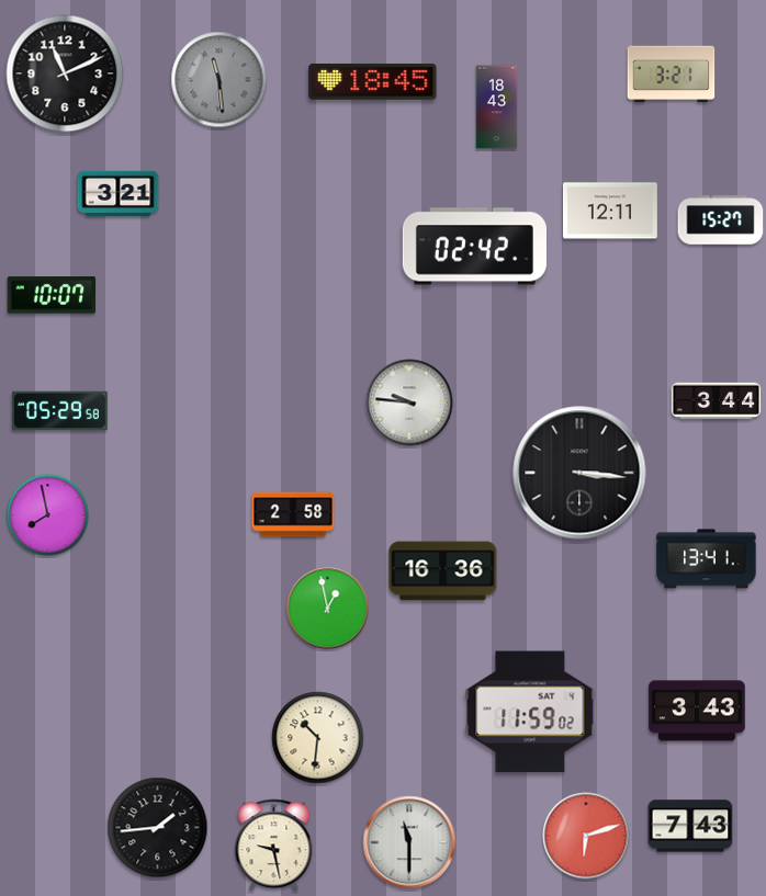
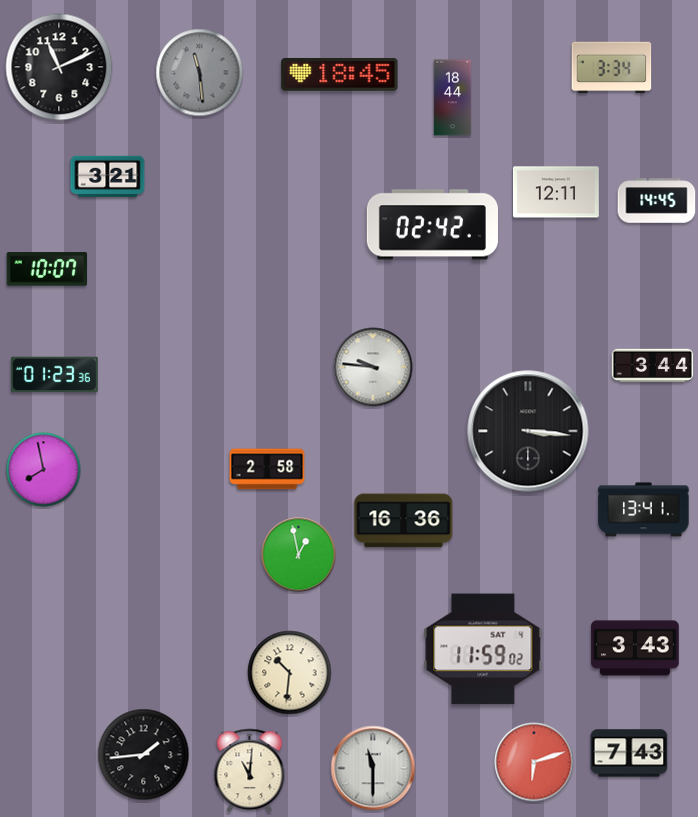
clock at (672, 75): 3:21 -> 3:34
clock at (497, 107): 18:43 -> 18:44
clock at (721, 220): 15:27 -> 14:45
clock at (59, 411): 05:29 -> 01:23
clock at (274, 846): 9:28 -> 11:01
